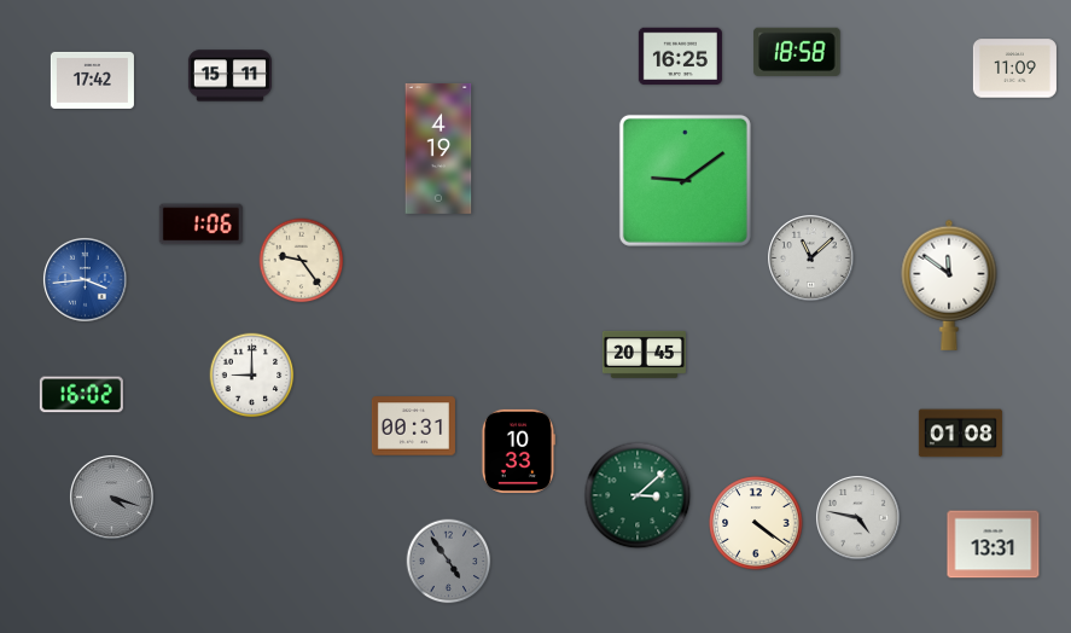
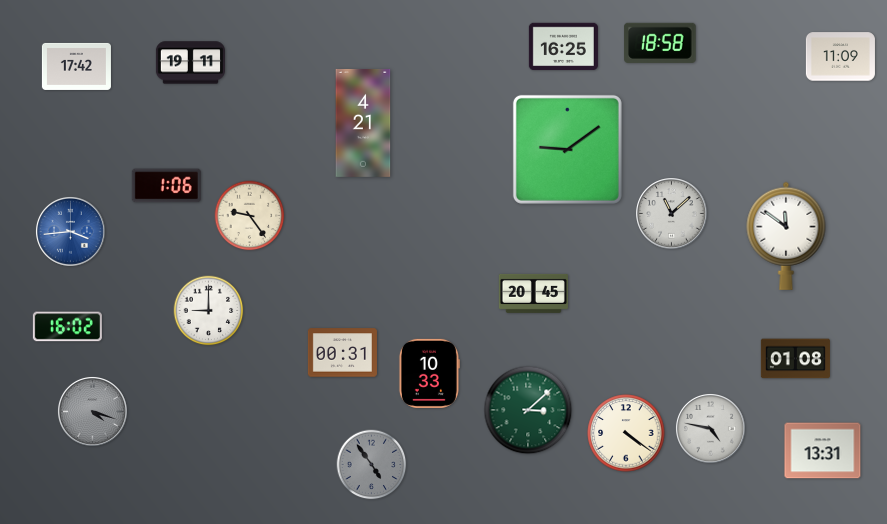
clock at (229, 76): 15:11 -> 19:11
clock at (438, 149): 4:19 -> 4:21
